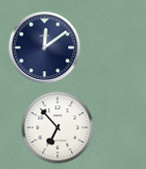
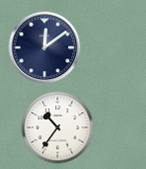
clock at (58, 128): 6:53 -> 10:36
